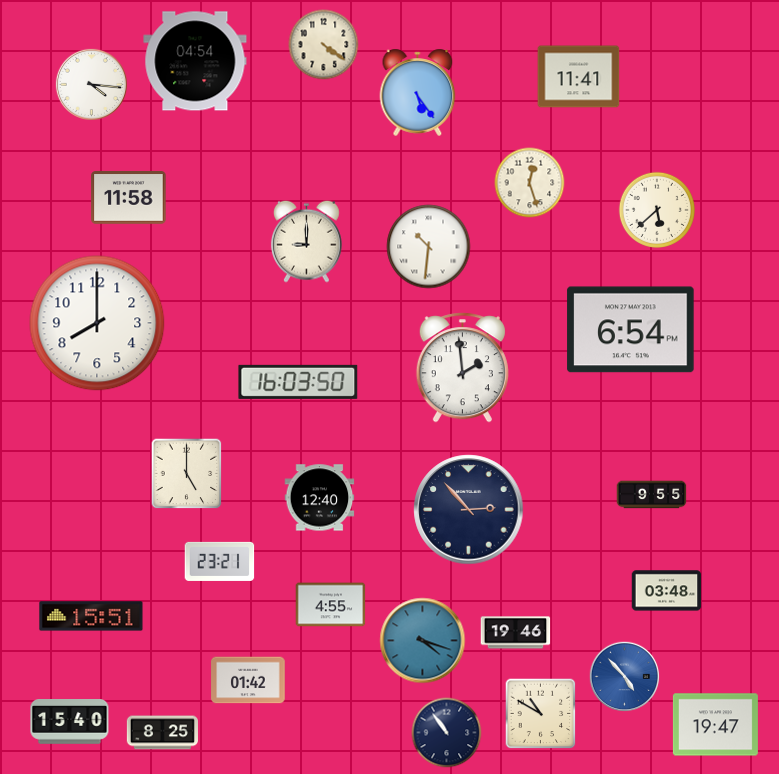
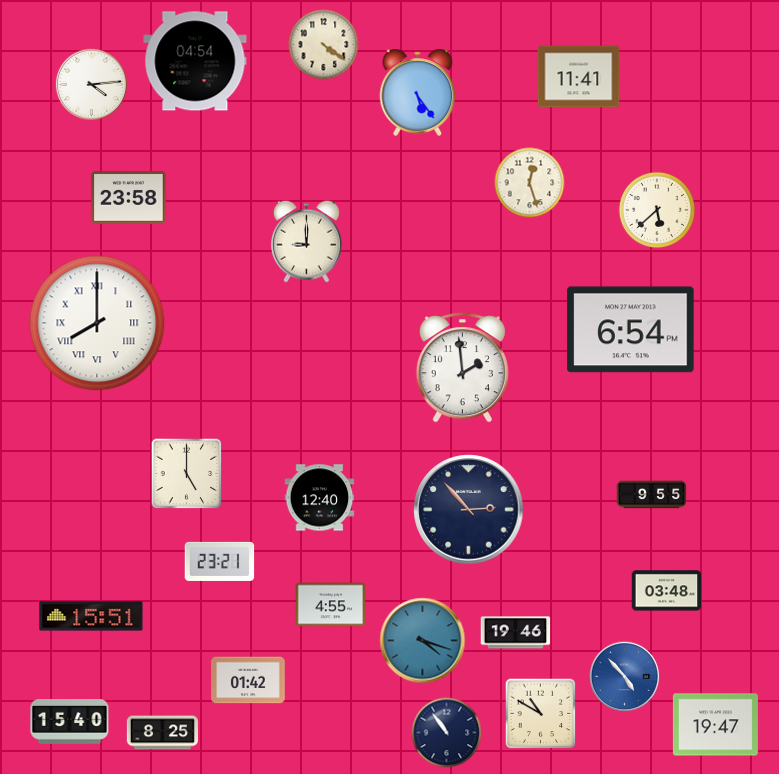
clock at (91, 84): 4:16 -> 4:14
clock at (129, 198): 11:58 -> 23:58
clock at (429, 247): 10:31 -> none
clock at (97, 323) numerals: Arabic -> Roman
clock at (298, 382): 16:03 -> none
